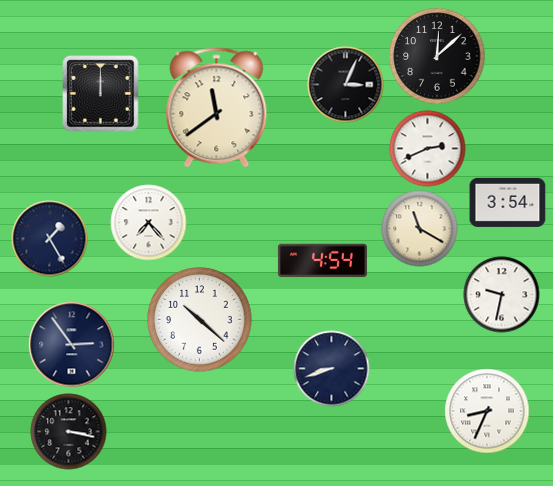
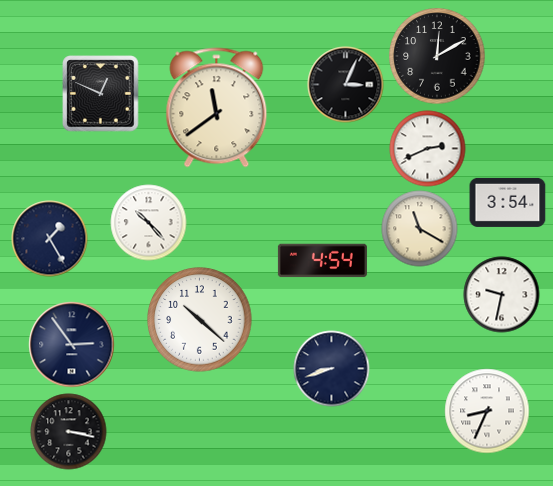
clock at (437, 56): 12:08 -> 12:10
clock at (101, 94): 12:00 -> 12:49
clock at (149, 223): 7:23 -> 10:23
